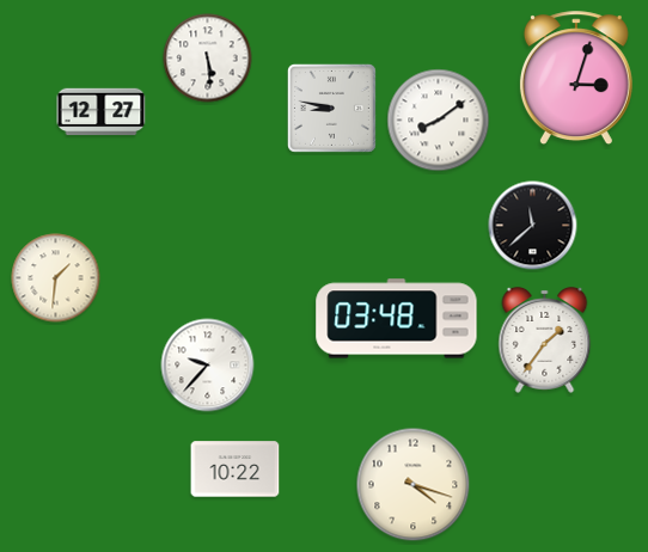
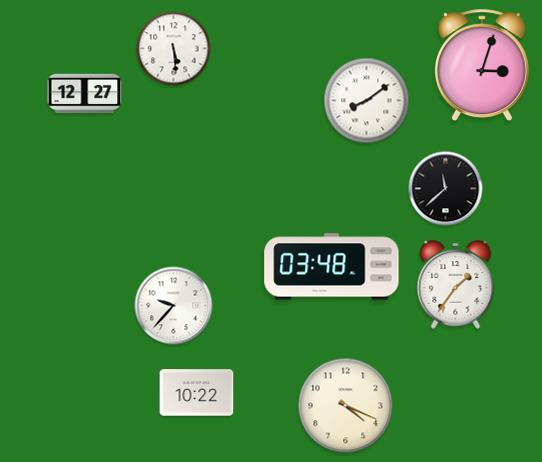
clock at (331, 108): 8:47 -> none
clock at (56, 278): 1:31 -> none
clock at (414, 485): 4:18 -> 4:19
